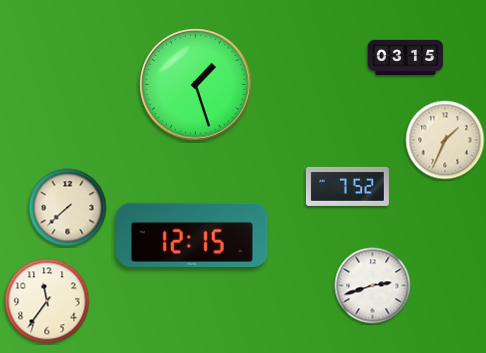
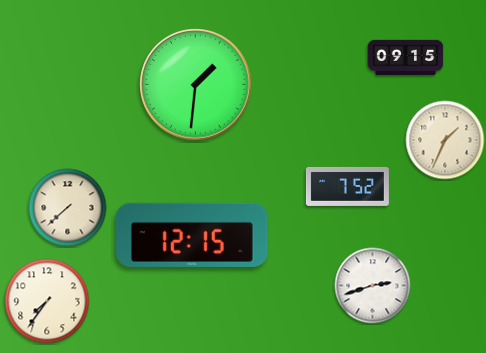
clock at (406, 58): 03:15 -> 09:15
clock at (196, 85): 1:27 -> 1:31
clock at (47, 301): 11:36 -> 7:36
